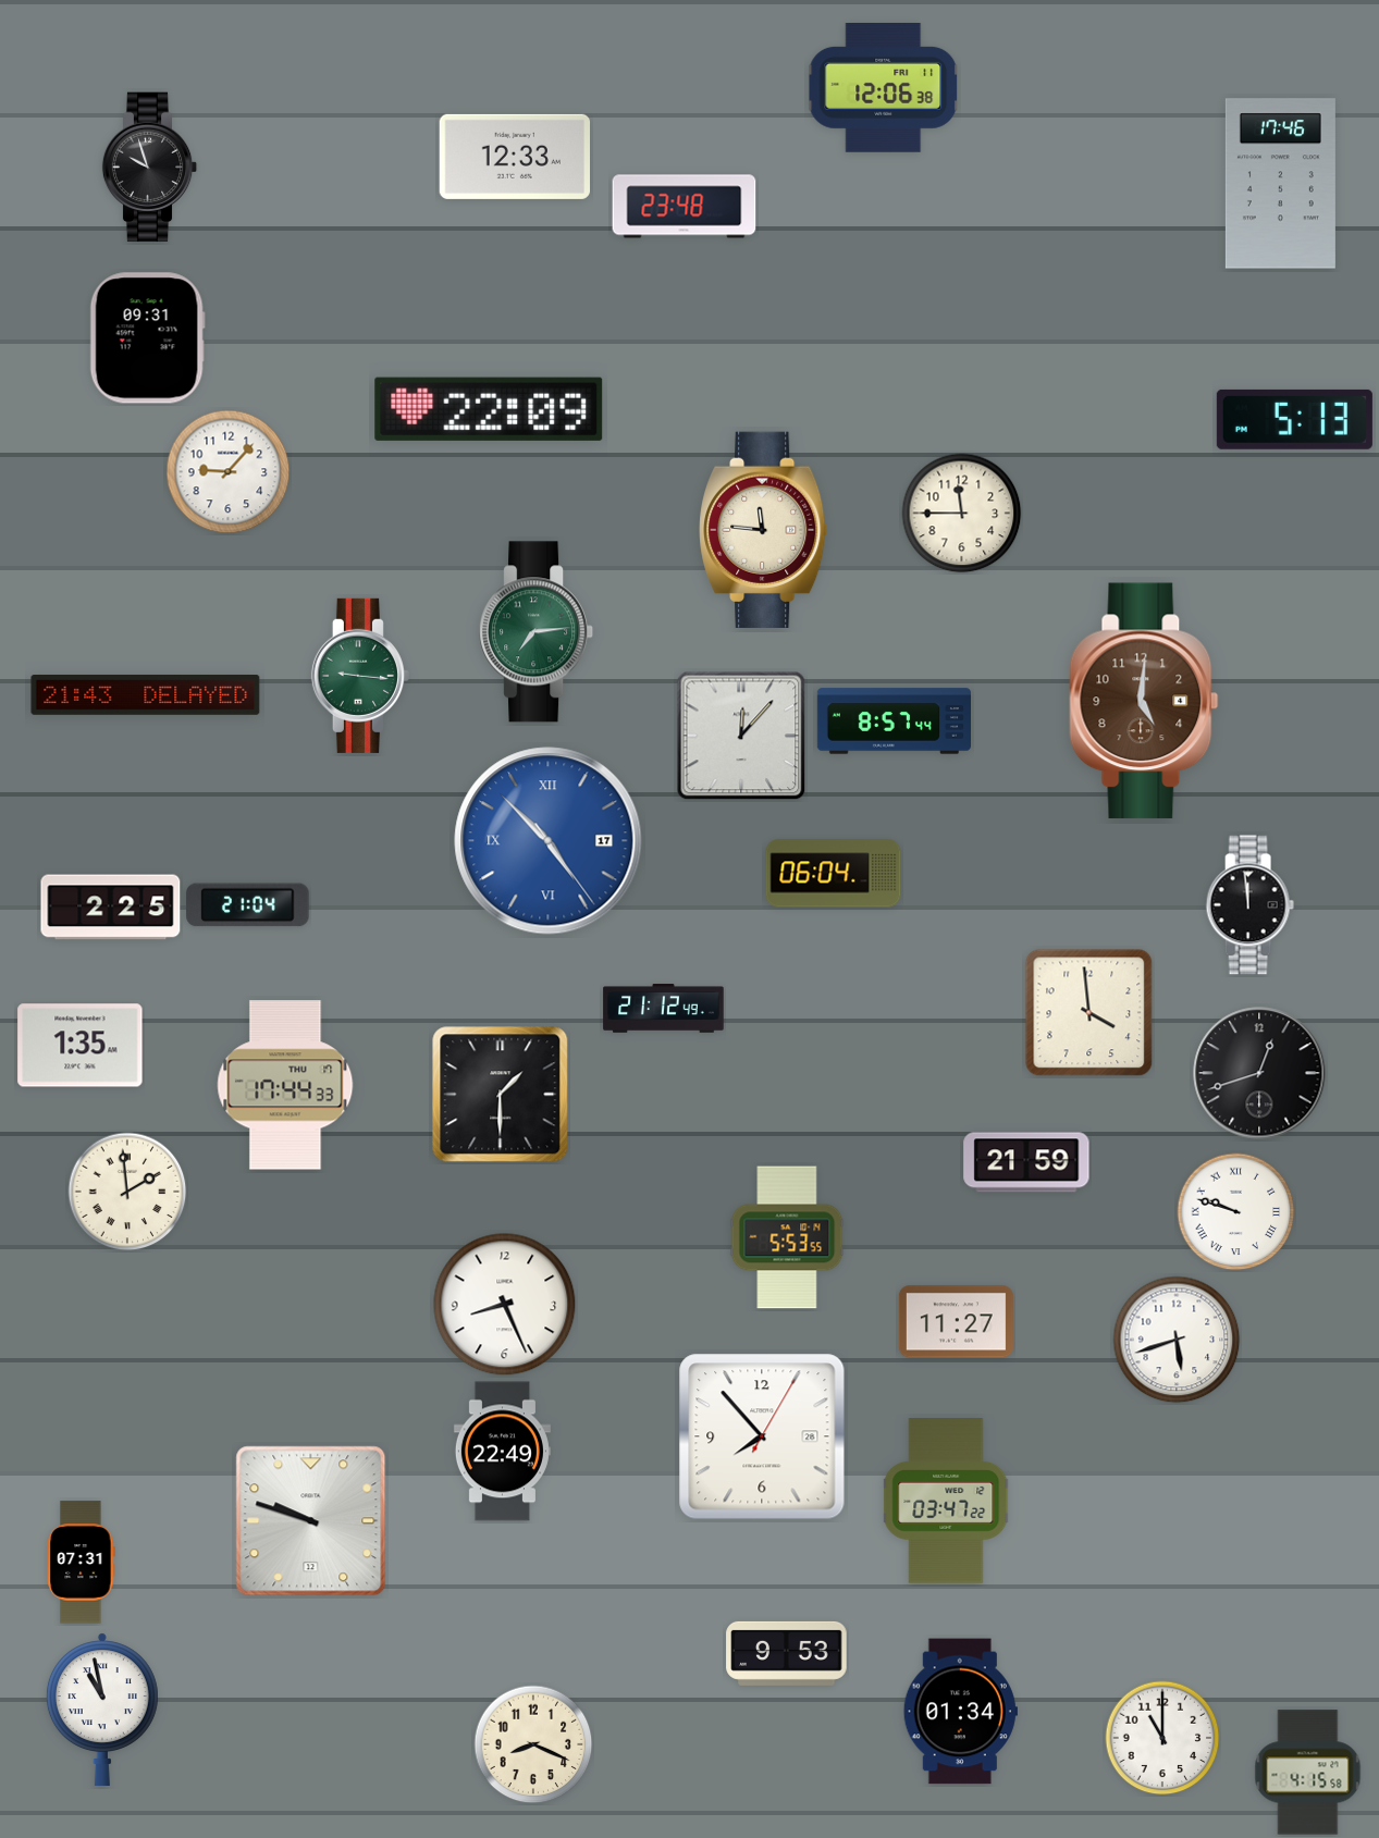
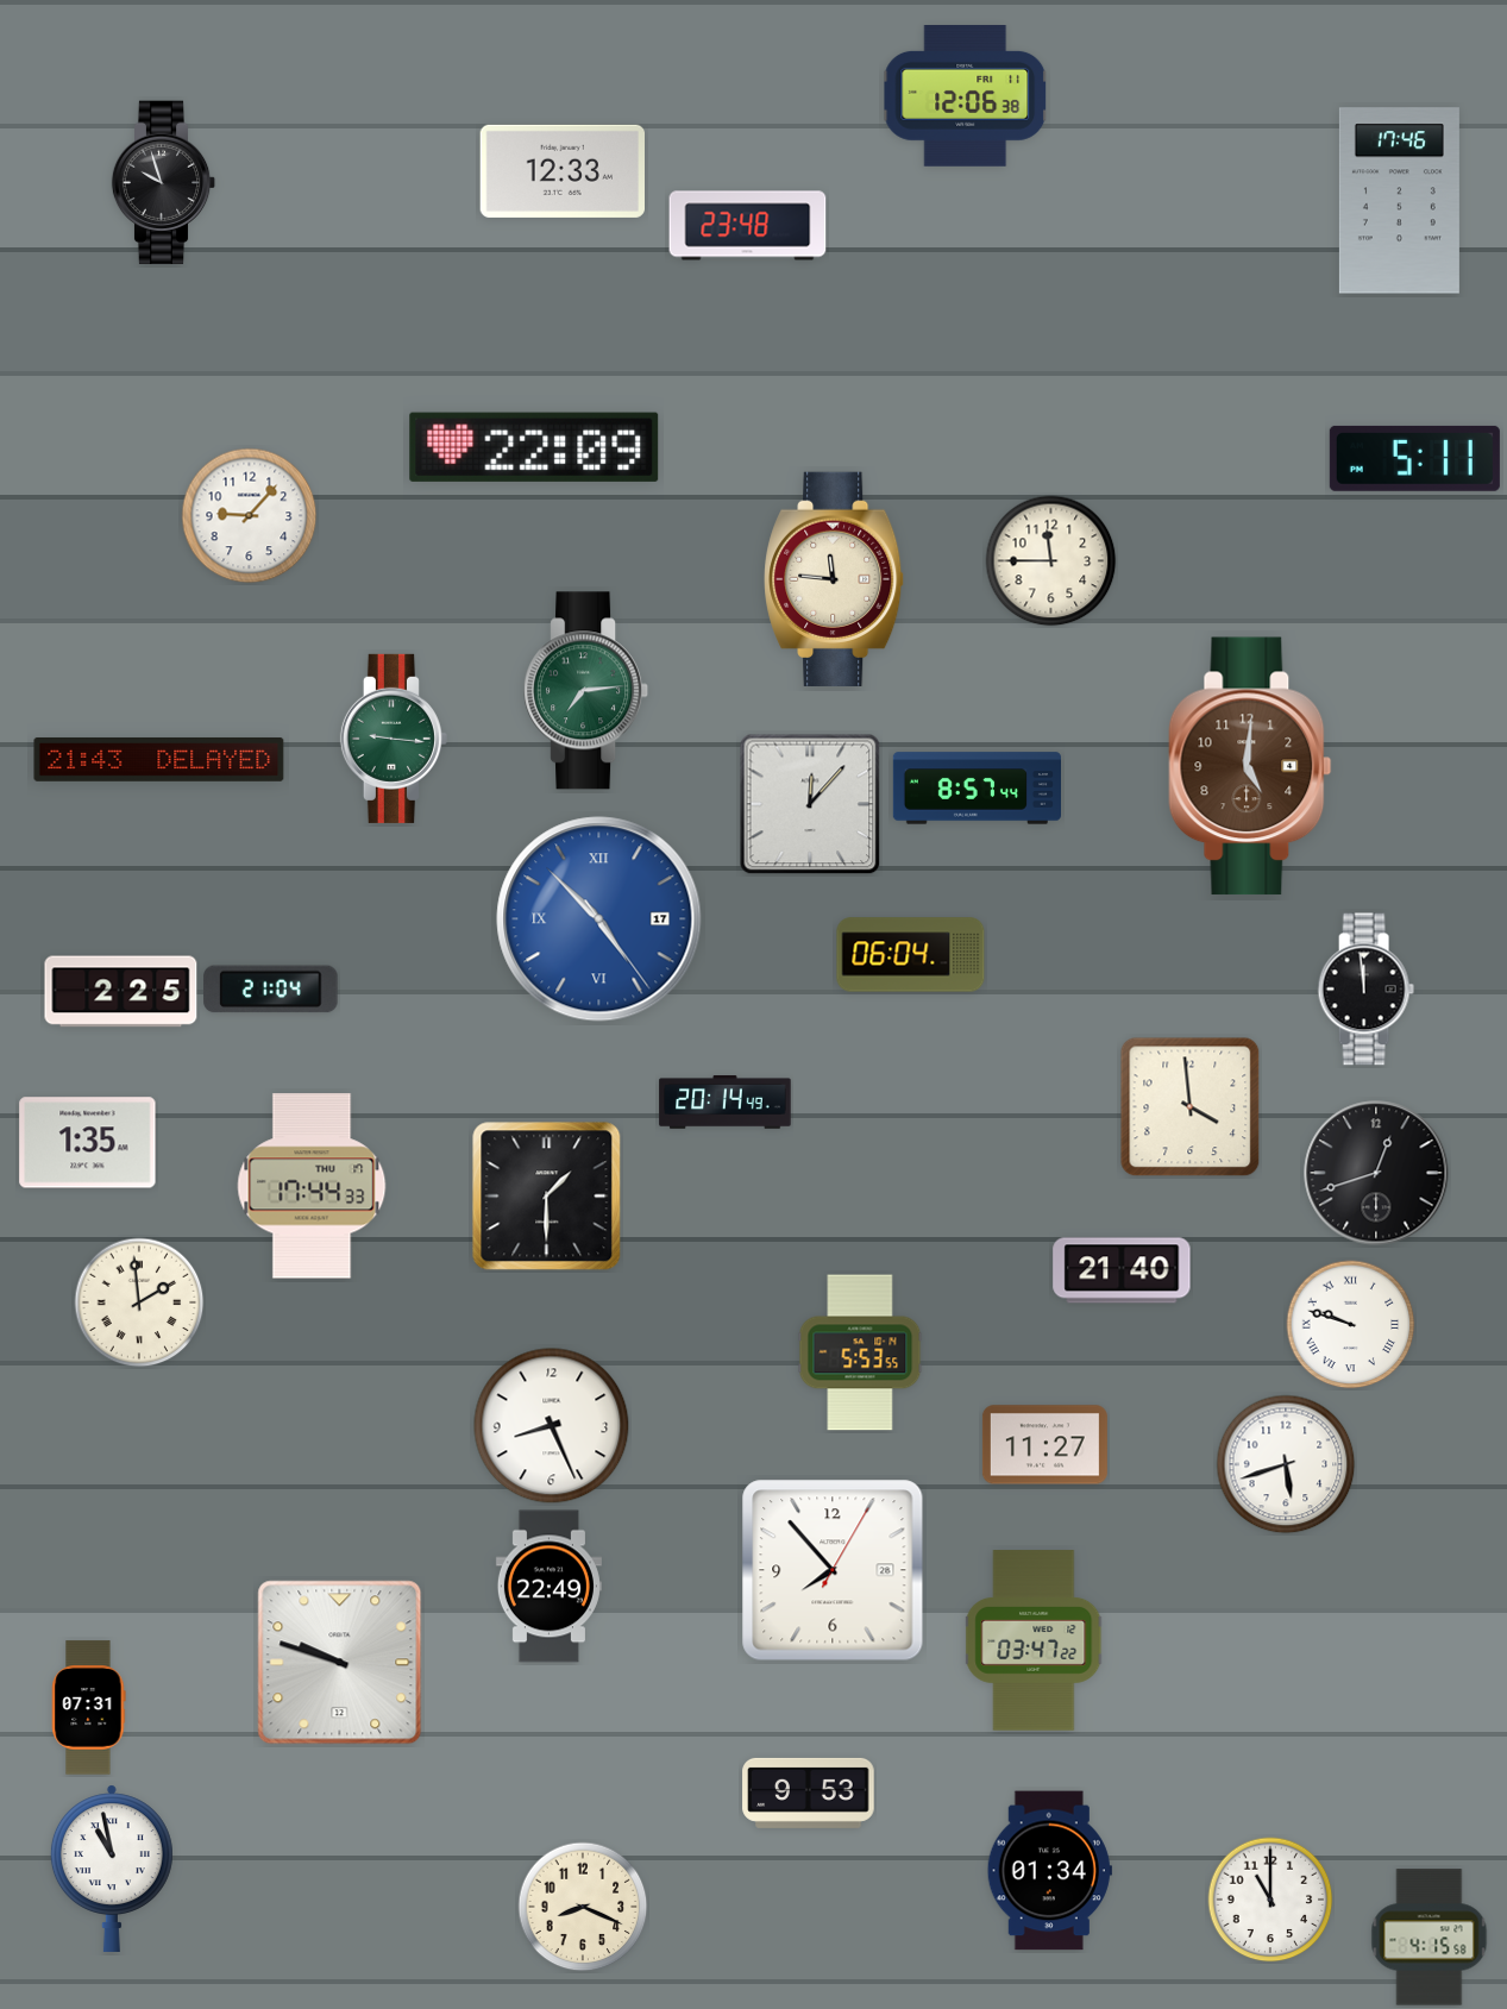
clock at (147, 338): 09:31 -> none
clock at (1294, 419): 5:13 -> 5:11
clock at (664, 1009): 21:12 -> 20:14
clock at (1026, 1162): 21:59 -> 21:40
clock at (787, 1653) position: (787, 1653) -> (809, 1793)
